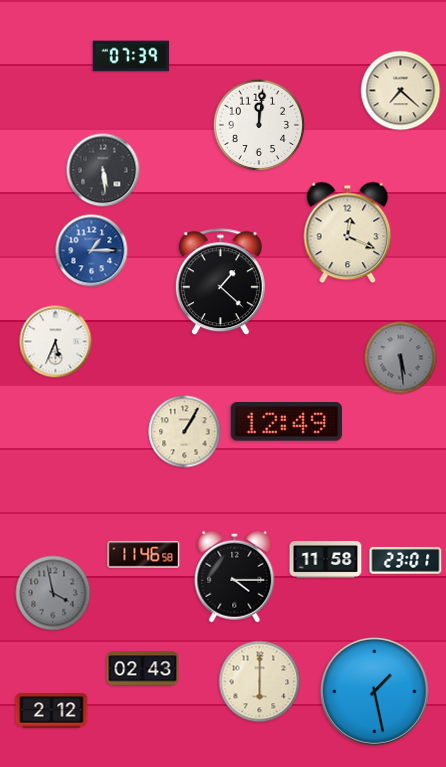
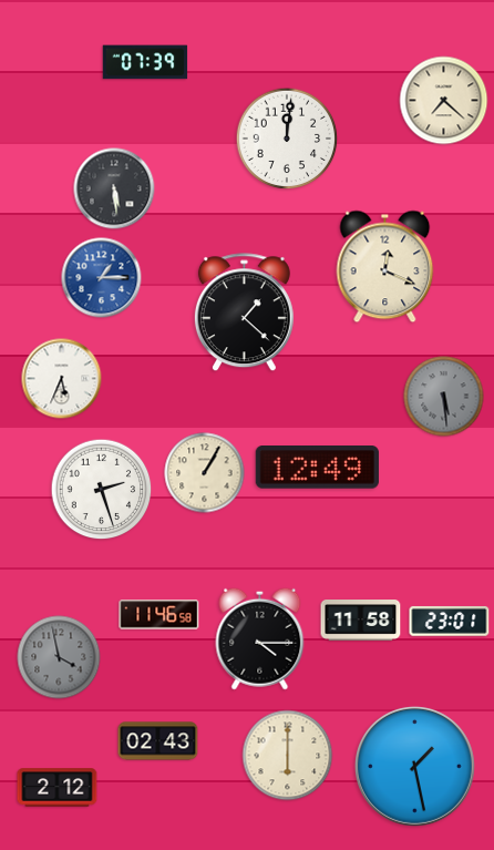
clock at (348, 233) position: (348, 233) -> (385, 267)
clock at (185, 432) position: (185, 432) -> (205, 473)
clock at (102, 490): none -> 2:27
